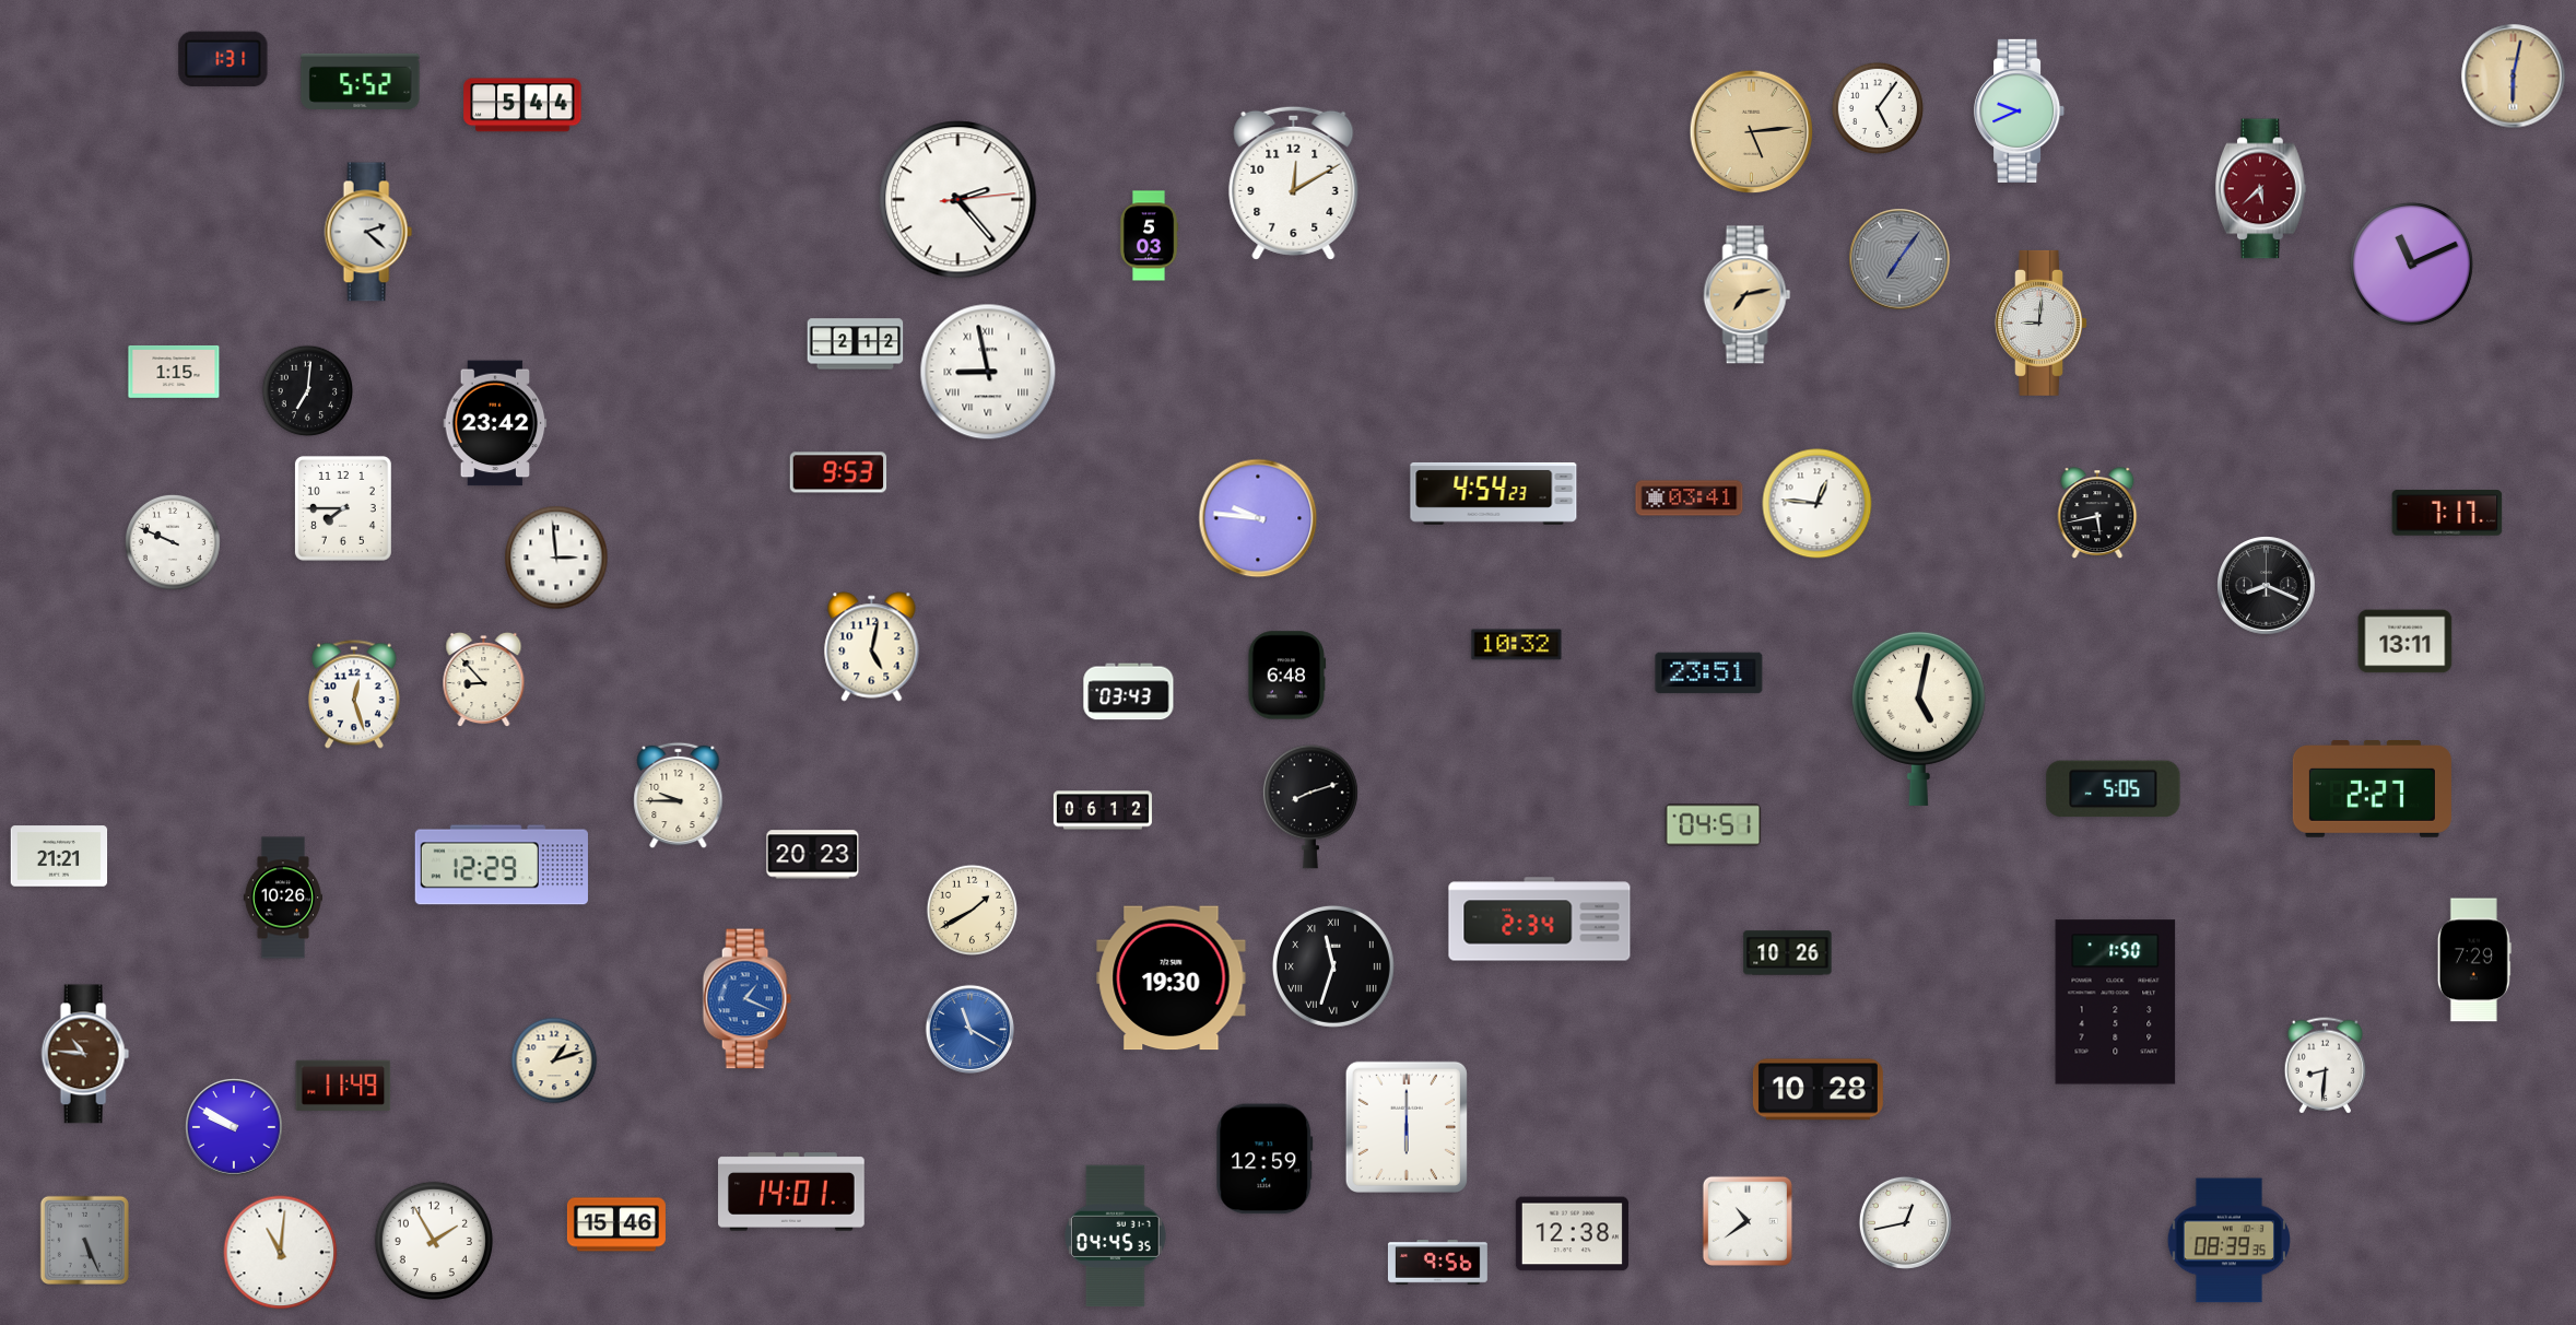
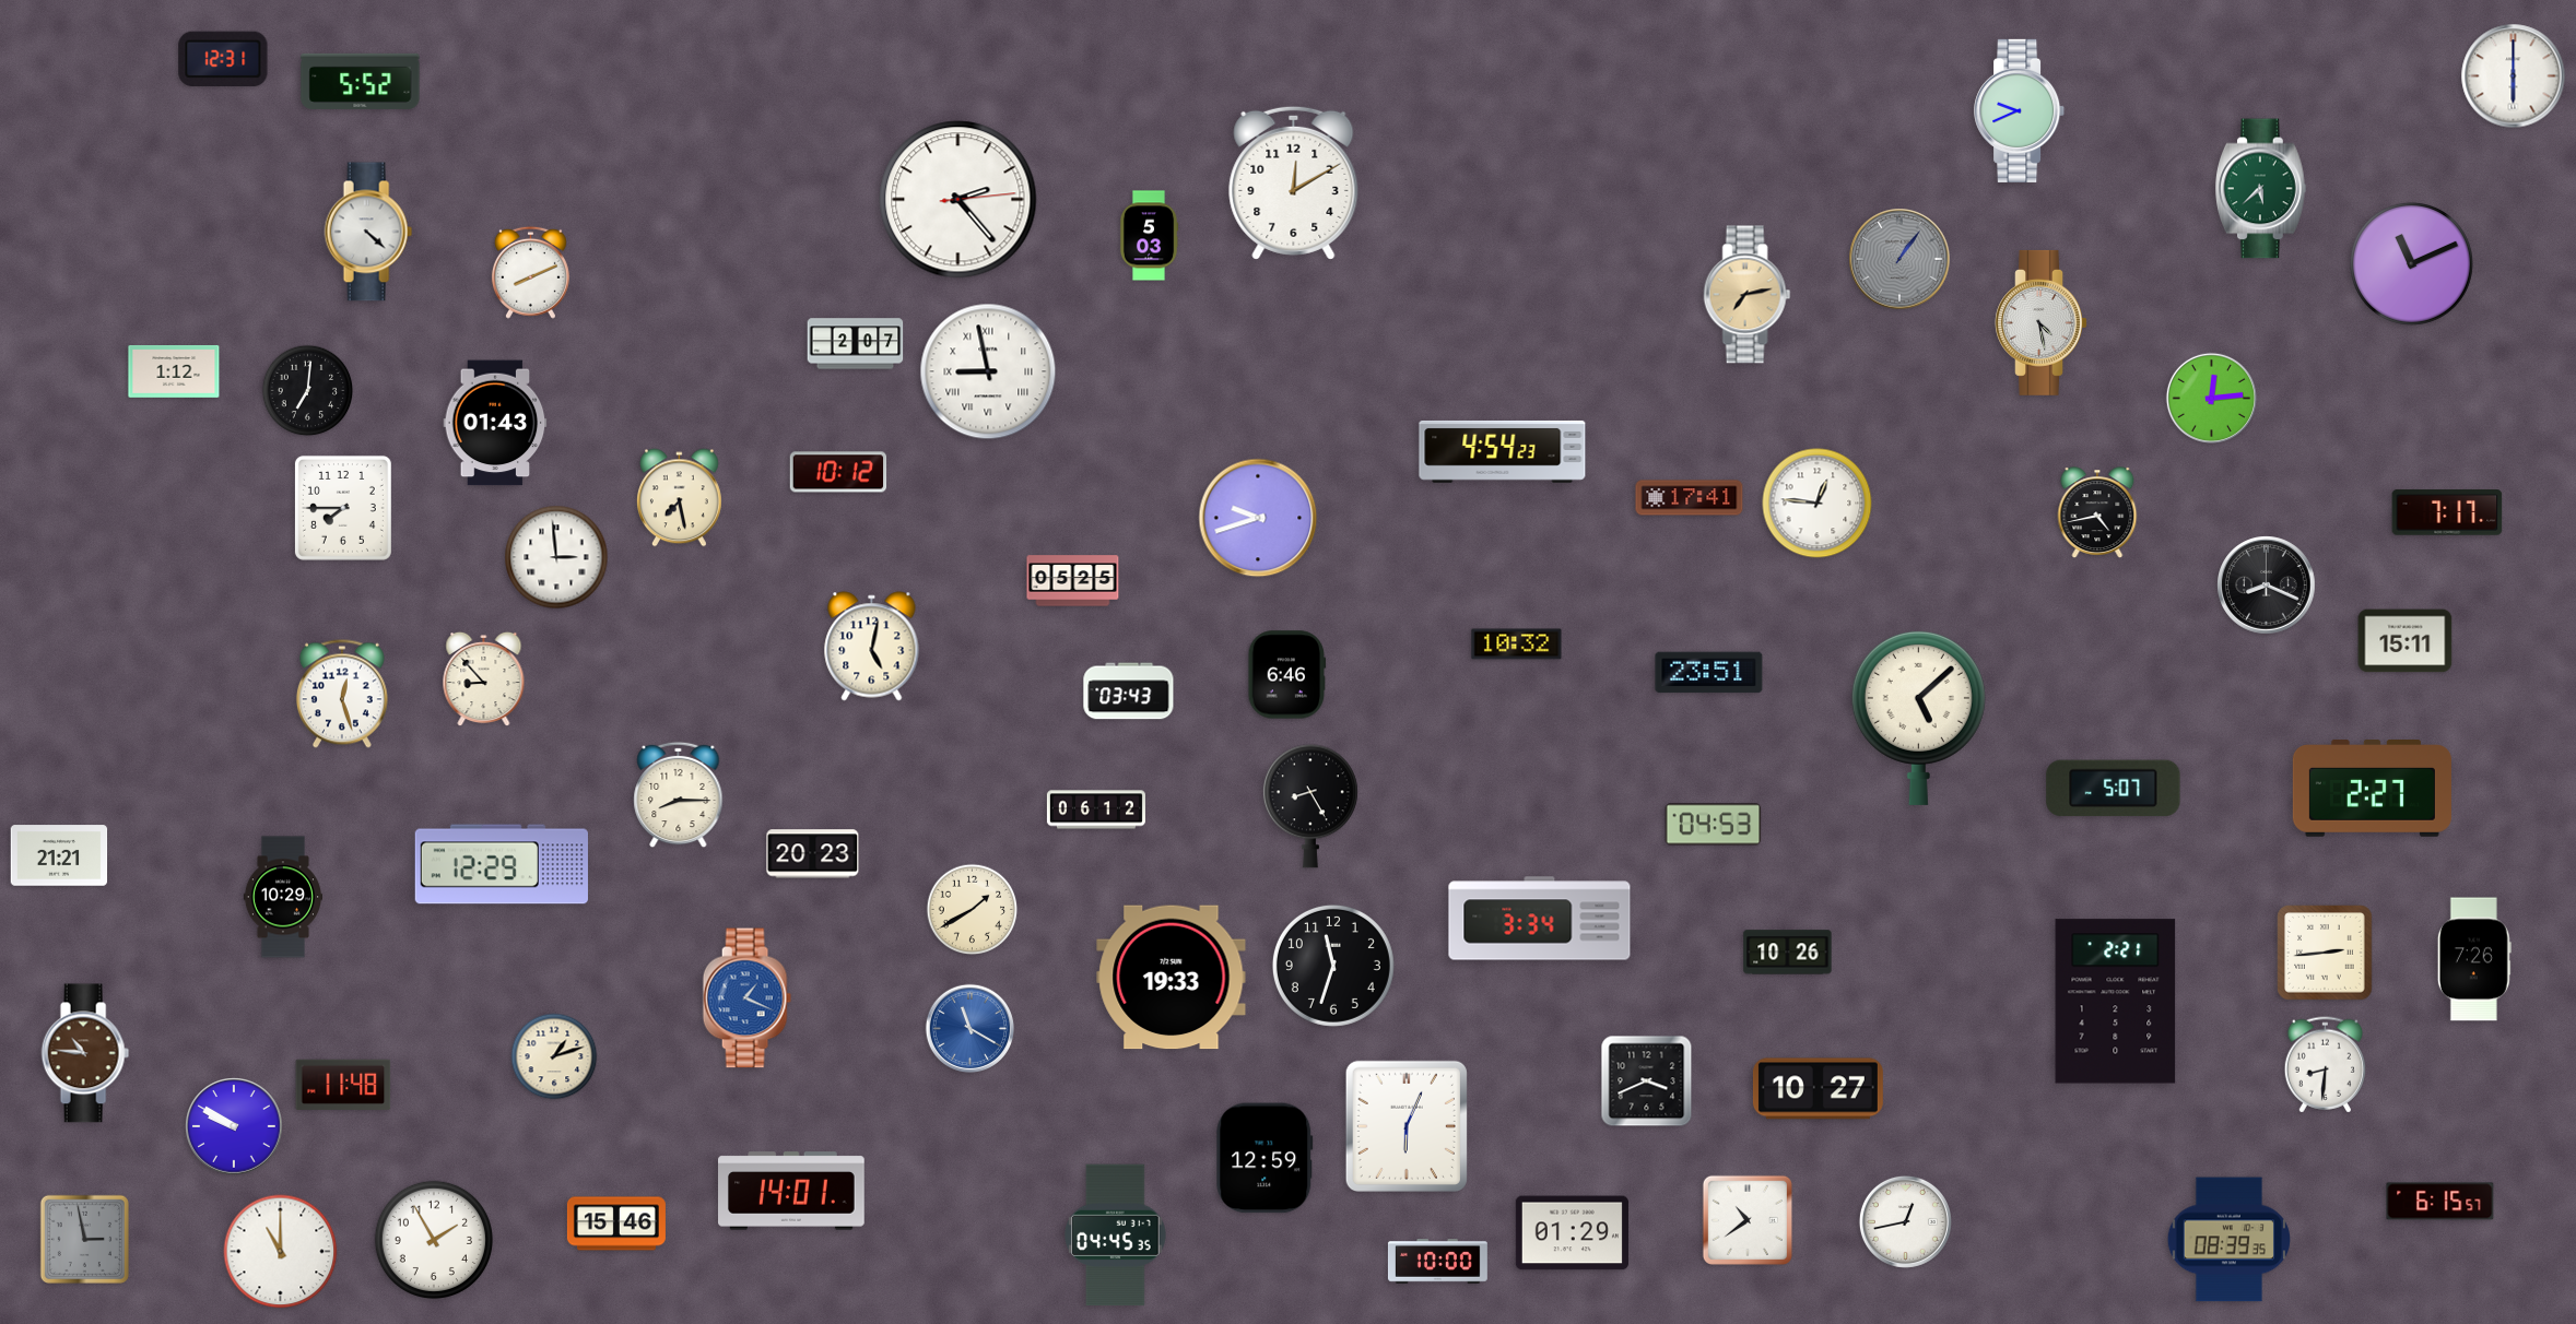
clock at (223, 59): 1:31 -> 12:31
clock at (2514, 77): 6:02 -> 6:00
clock at (2514, 77) dial: champagne -> white
clock at (522, 105): 5:44 -> none
clock at (1877, 107): 5:06 -> none
clock at (1752, 132): 5:14 -> none
clock at (2261, 189) dial: burgundy -> green
clock at (368, 232): 2:22 -> 4:22
clock at (1899, 259): 7:06 -> 1:06
clock at (530, 272): none -> 8:11
clock at (2040, 323): 9:01 -> 4:28
clock at (856, 344): 2:12 -> 2:07
clock at (174, 372): 1:15 -> 1:12
clock at (2211, 398): none -> 12:14
clock at (495, 423): 23:42 -> 01:43
clock at (838, 472): 9:53 -> 10:12
clock at (1494, 493) position: (1494, 493) -> (1503, 451)
clock at (679, 498): none -> 7:28
clock at (1690, 499): 03:41 -> 17:41
clock at (2097, 513): 5:43 -> 4:43
clock at (1258, 518): 9:46 -> 9:42
clock at (173, 542): 9:49 -> none
clock at (1073, 581): none -> 05:25
clock at (2406, 642): 13:11 -> 15:11
clock at (1287, 676): 6:48 -> 6:46
clock at (354, 694) position: (354, 694) -> (342, 694)
clock at (1918, 718): 5:02 -> 5:08
clock at (2114, 789): 5:05 -> 5:07
clock at (679, 796): 9:45 -> 8:15
clock at (1310, 807): 8:12 -> 8:25
clock at (1103, 810) position: (1103, 810) -> (1096, 809)
clock at (1714, 825): 04:51 -> 04:53
clock at (282, 898): 10:26 -> 10:29
clock at (1540, 919): 2:34 -> 3:34
clock at (2325, 953): none -> 2:44
clock at (2474, 960): 7:29 -> 7:26
clock at (1333, 966) numerals: Roman -> Arabic
clock at (1172, 978): 19:30 -> 19:33
clock at (2116, 1002): 1:50 -> 2:21
clock at (554, 1060) position: (554, 1060) -> (554, 1056)
clock at (1647, 1081): none -> 3:41
clock at (343, 1086): 11:49 -> 11:48
clock at (1818, 1090): 10:28 -> 10:27
clock at (1407, 1127): 6:00 -> 6:04
clock at (2440, 1202): none -> 6:15
clock at (1572, 1234): 12:38 -> 01:29
clock at (84, 1240): 5:26 -> 2:58
clock at (281, 1253): 11:01 -> 11:00
clock at (1437, 1263): 9:56 -> 10:00
